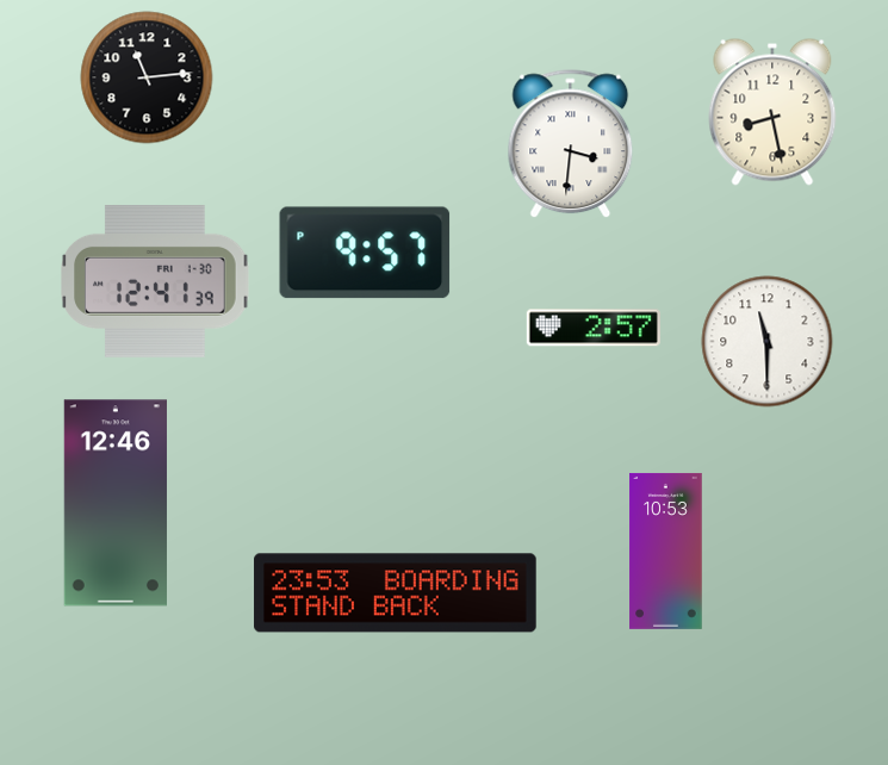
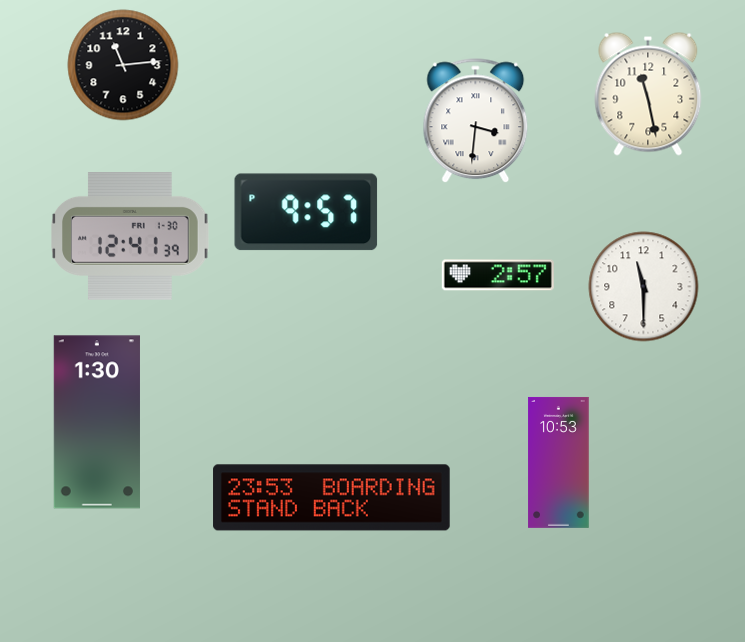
clock at (772, 112): 8:28 -> 11:28
clock at (571, 144) position: (571, 144) -> (476, 121)
clock at (116, 503): 12:46 -> 1:30
